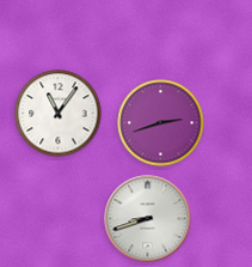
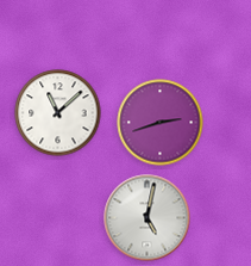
clock at (59, 114): 11:06 -> 11:08
clock at (148, 219): 8:42 -> 5:02
